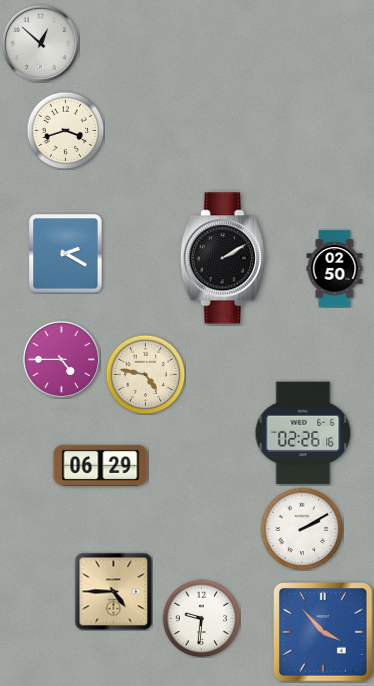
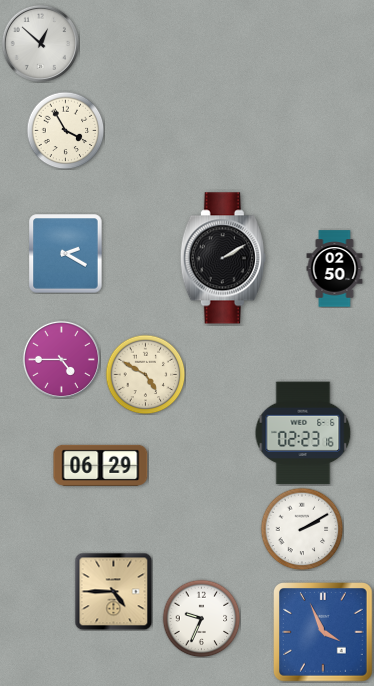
clock at (65, 130): 3:42 -> 3:55
clock at (145, 374): 4:47 -> 4:50
clock at (303, 433): 02:26 -> 02:23
clock at (201, 618): 9:31 -> 9:34
clock at (323, 632): 3:53 -> 3:56
